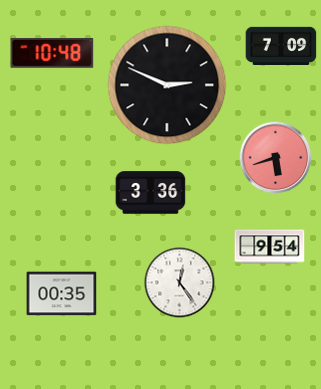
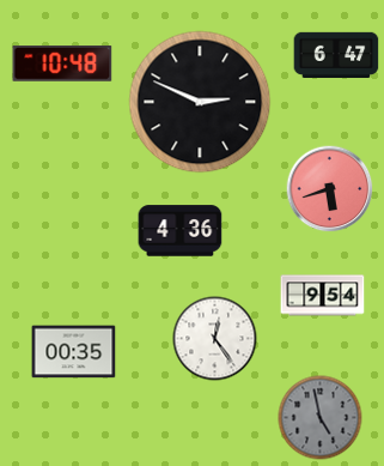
clock at (281, 45): 7:09 -> 6:47
clock at (151, 193): 3:36 -> 4:36
clock at (321, 418): none -> 4:58
